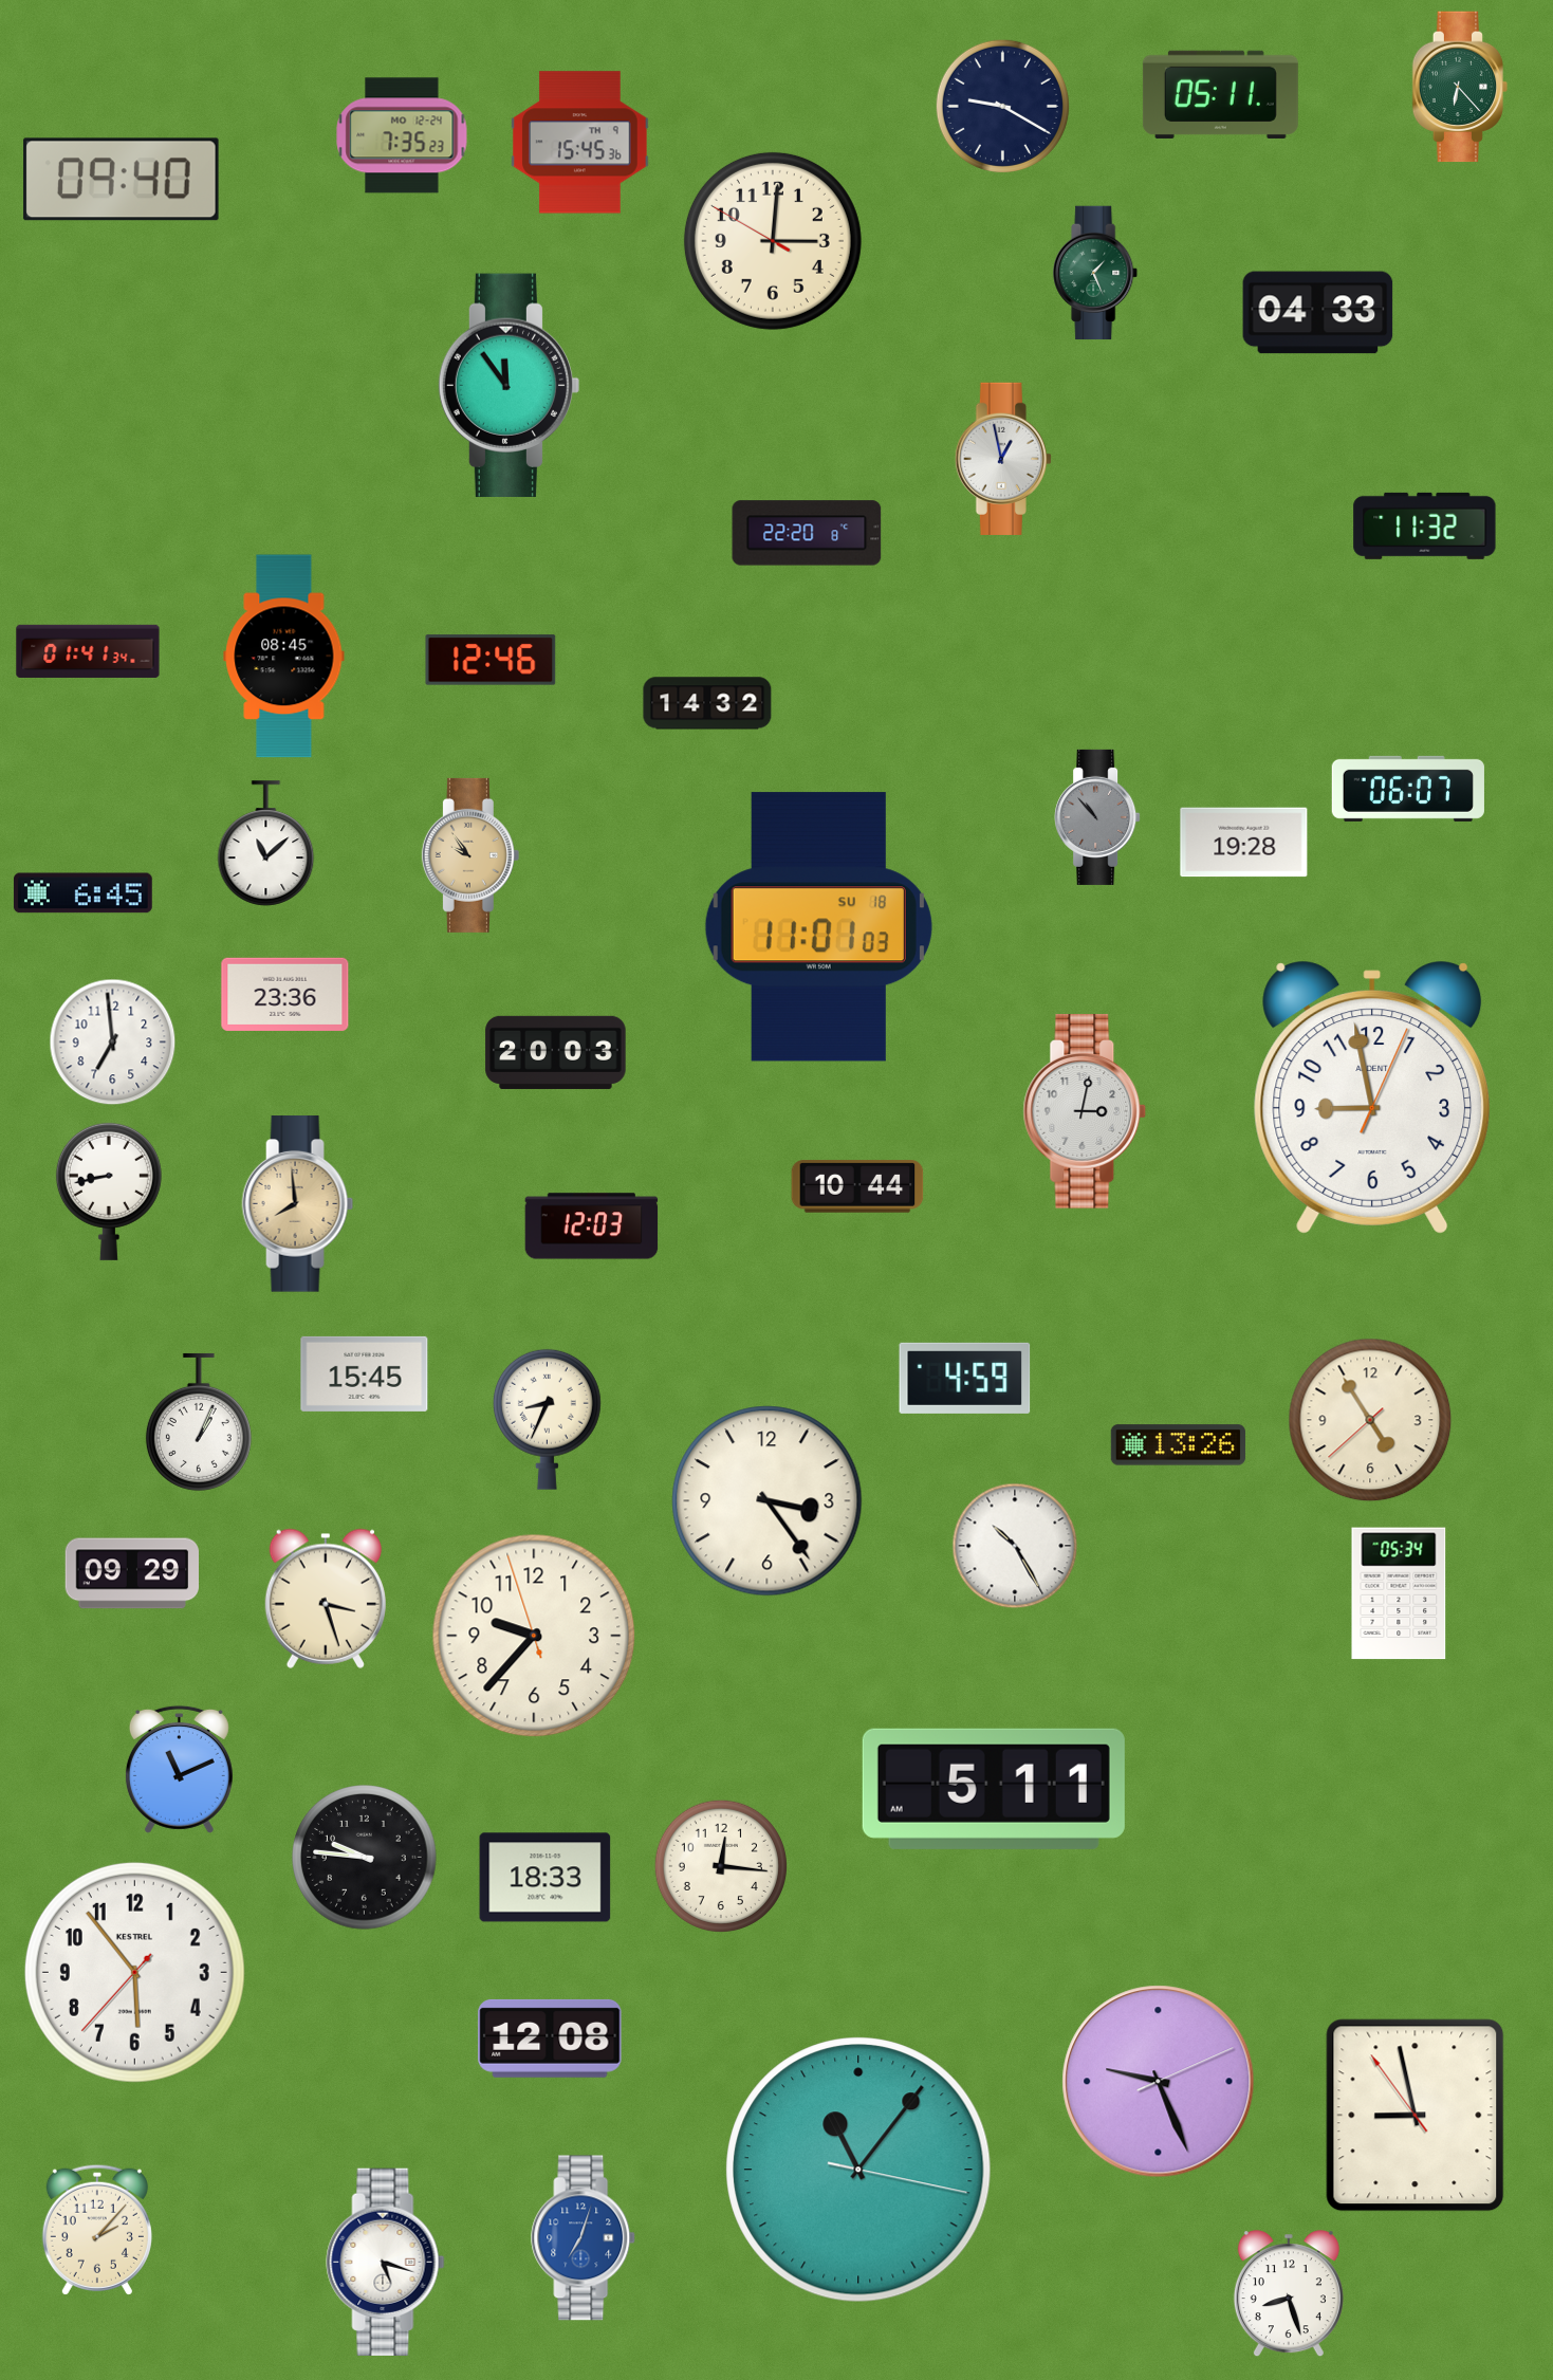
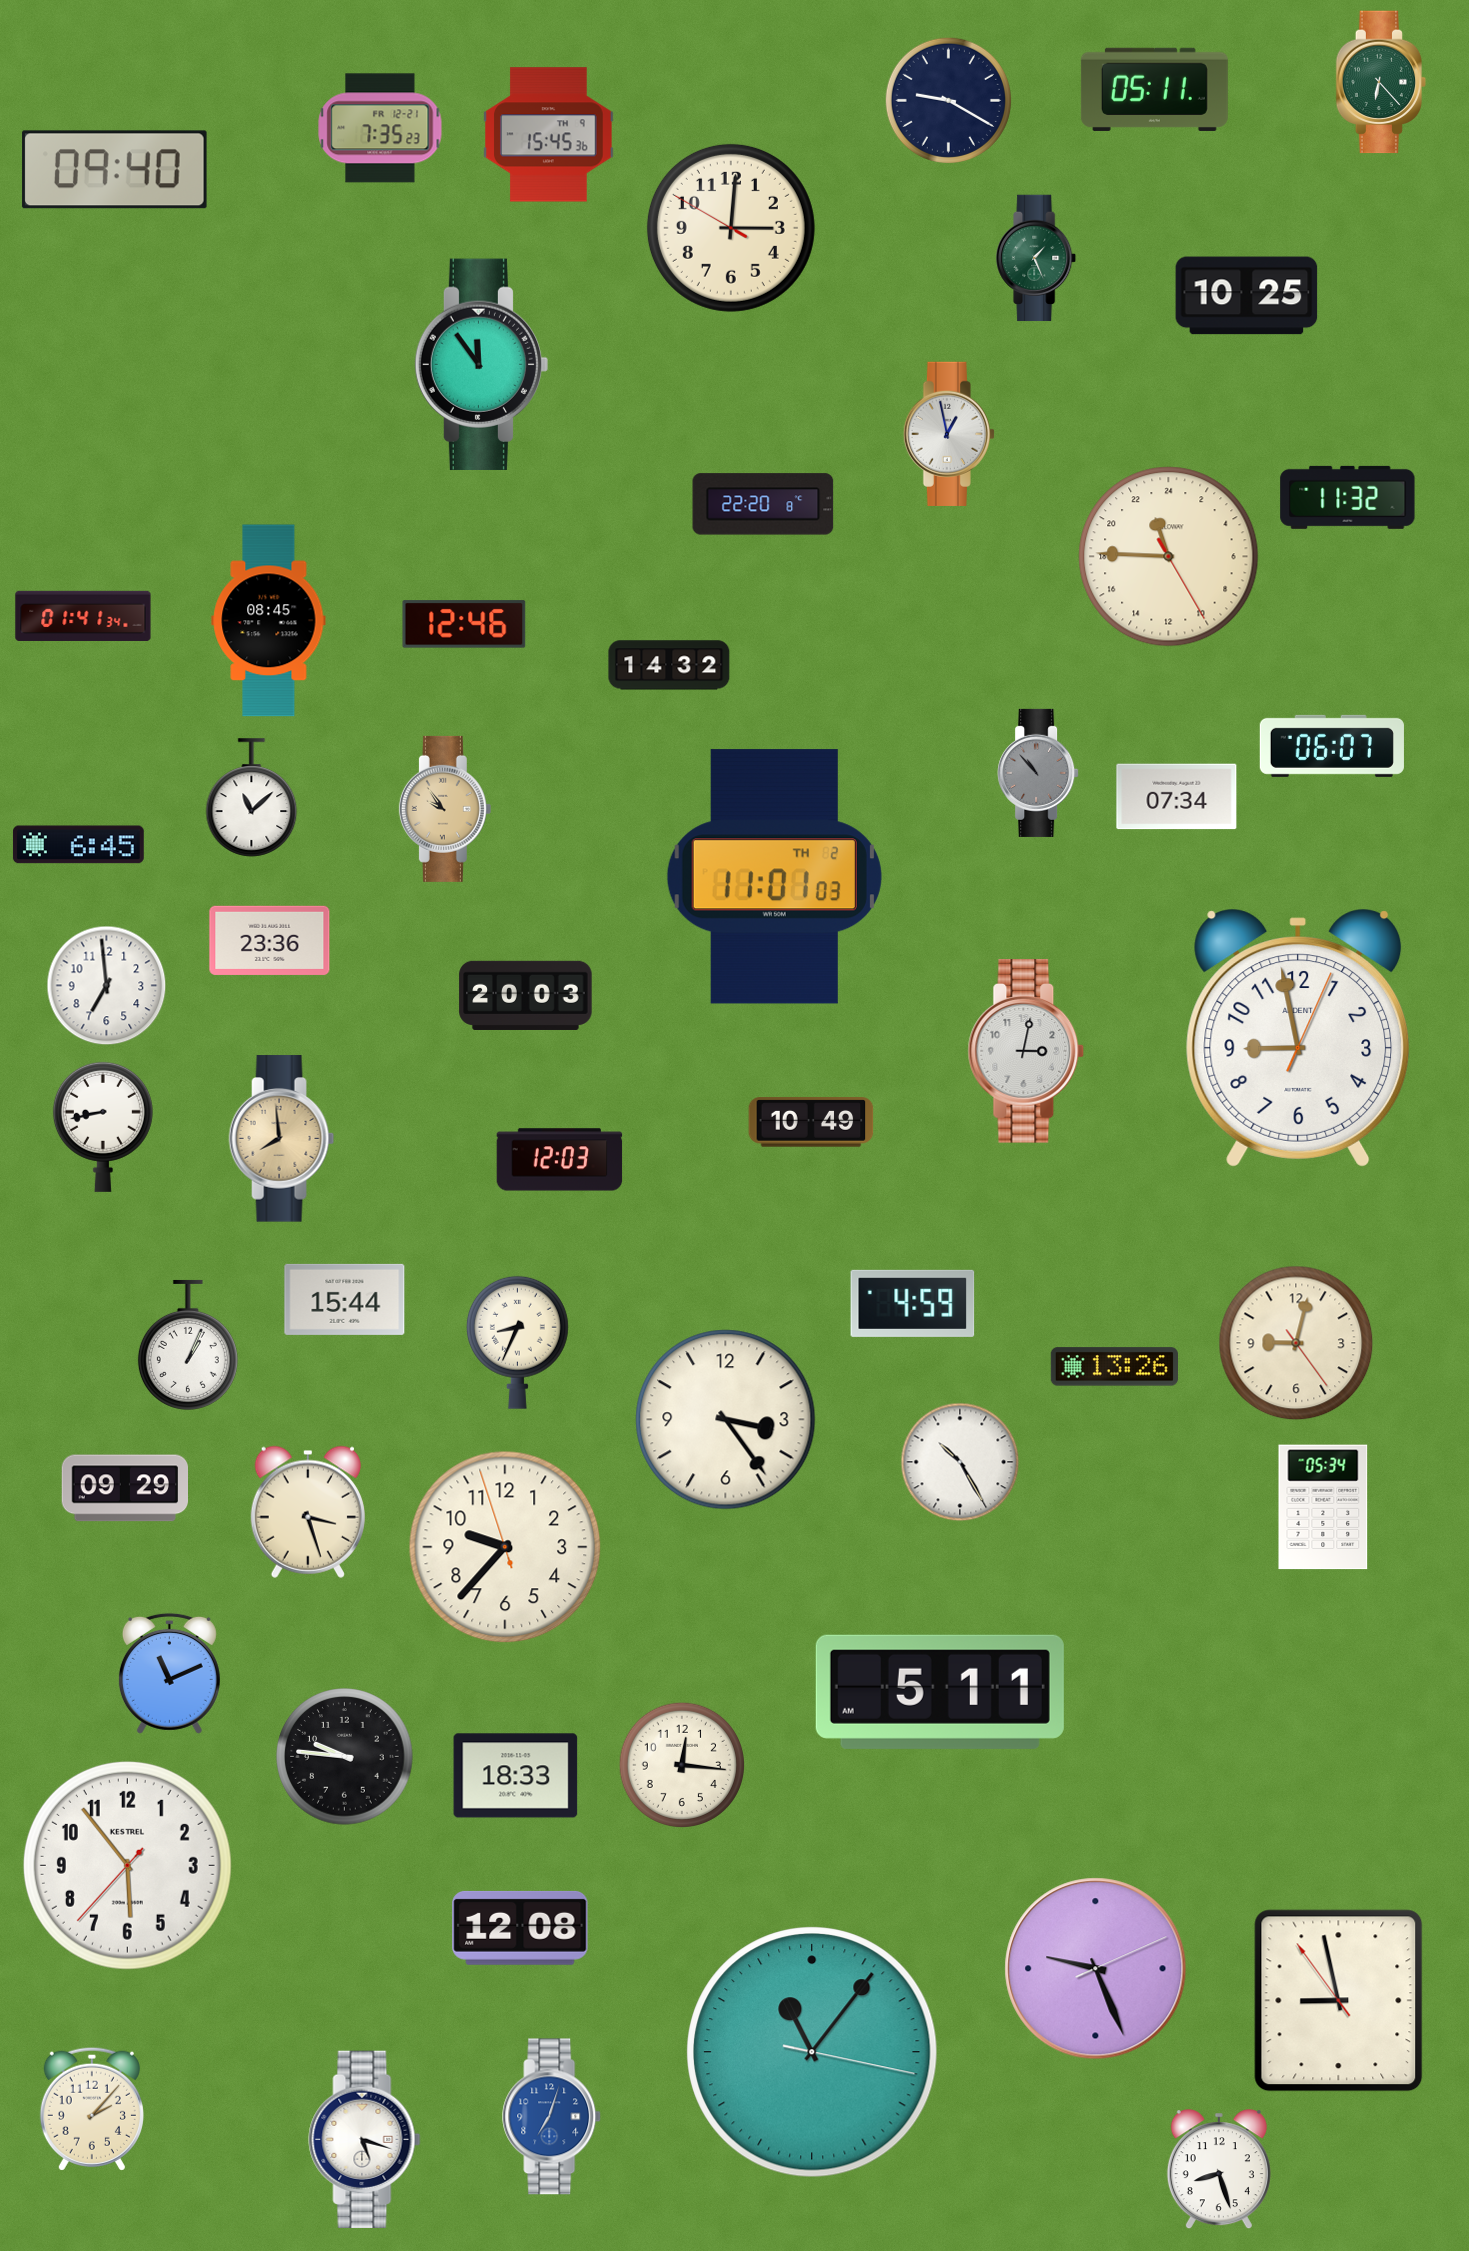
clock at (402, 135) date: MO 12-24 -> FR 12-21
clock at (1318, 313): 04:33 -> 10:25
clock at (1169, 557): none -> 22:45
clock at (1244, 843): 19:28 -> 07:34
clock at (818, 927) date: SU 18 -> TH 2
clock at (857, 1186): 10:44 -> 10:49
clock at (365, 1373): 15:45 -> 15:44
clock at (1370, 1420): 4:54 -> 9:02
